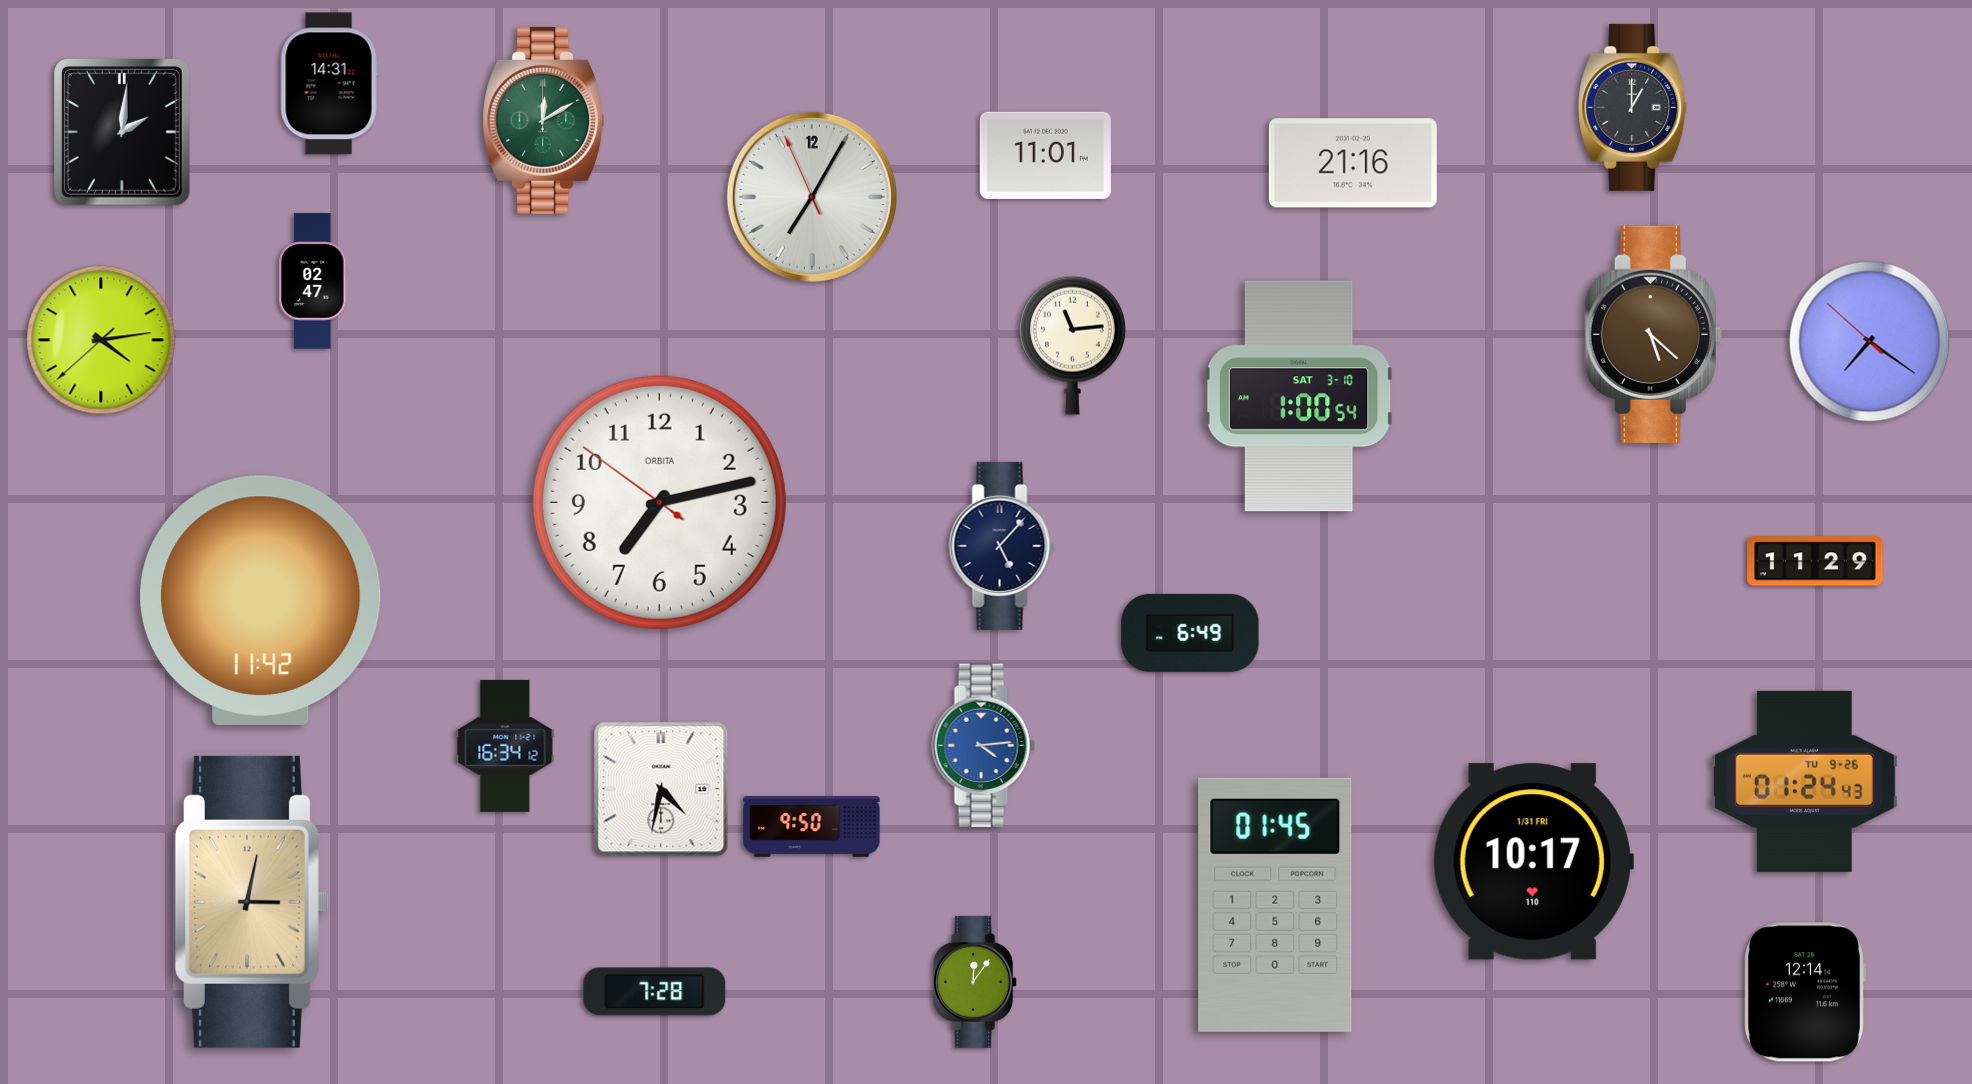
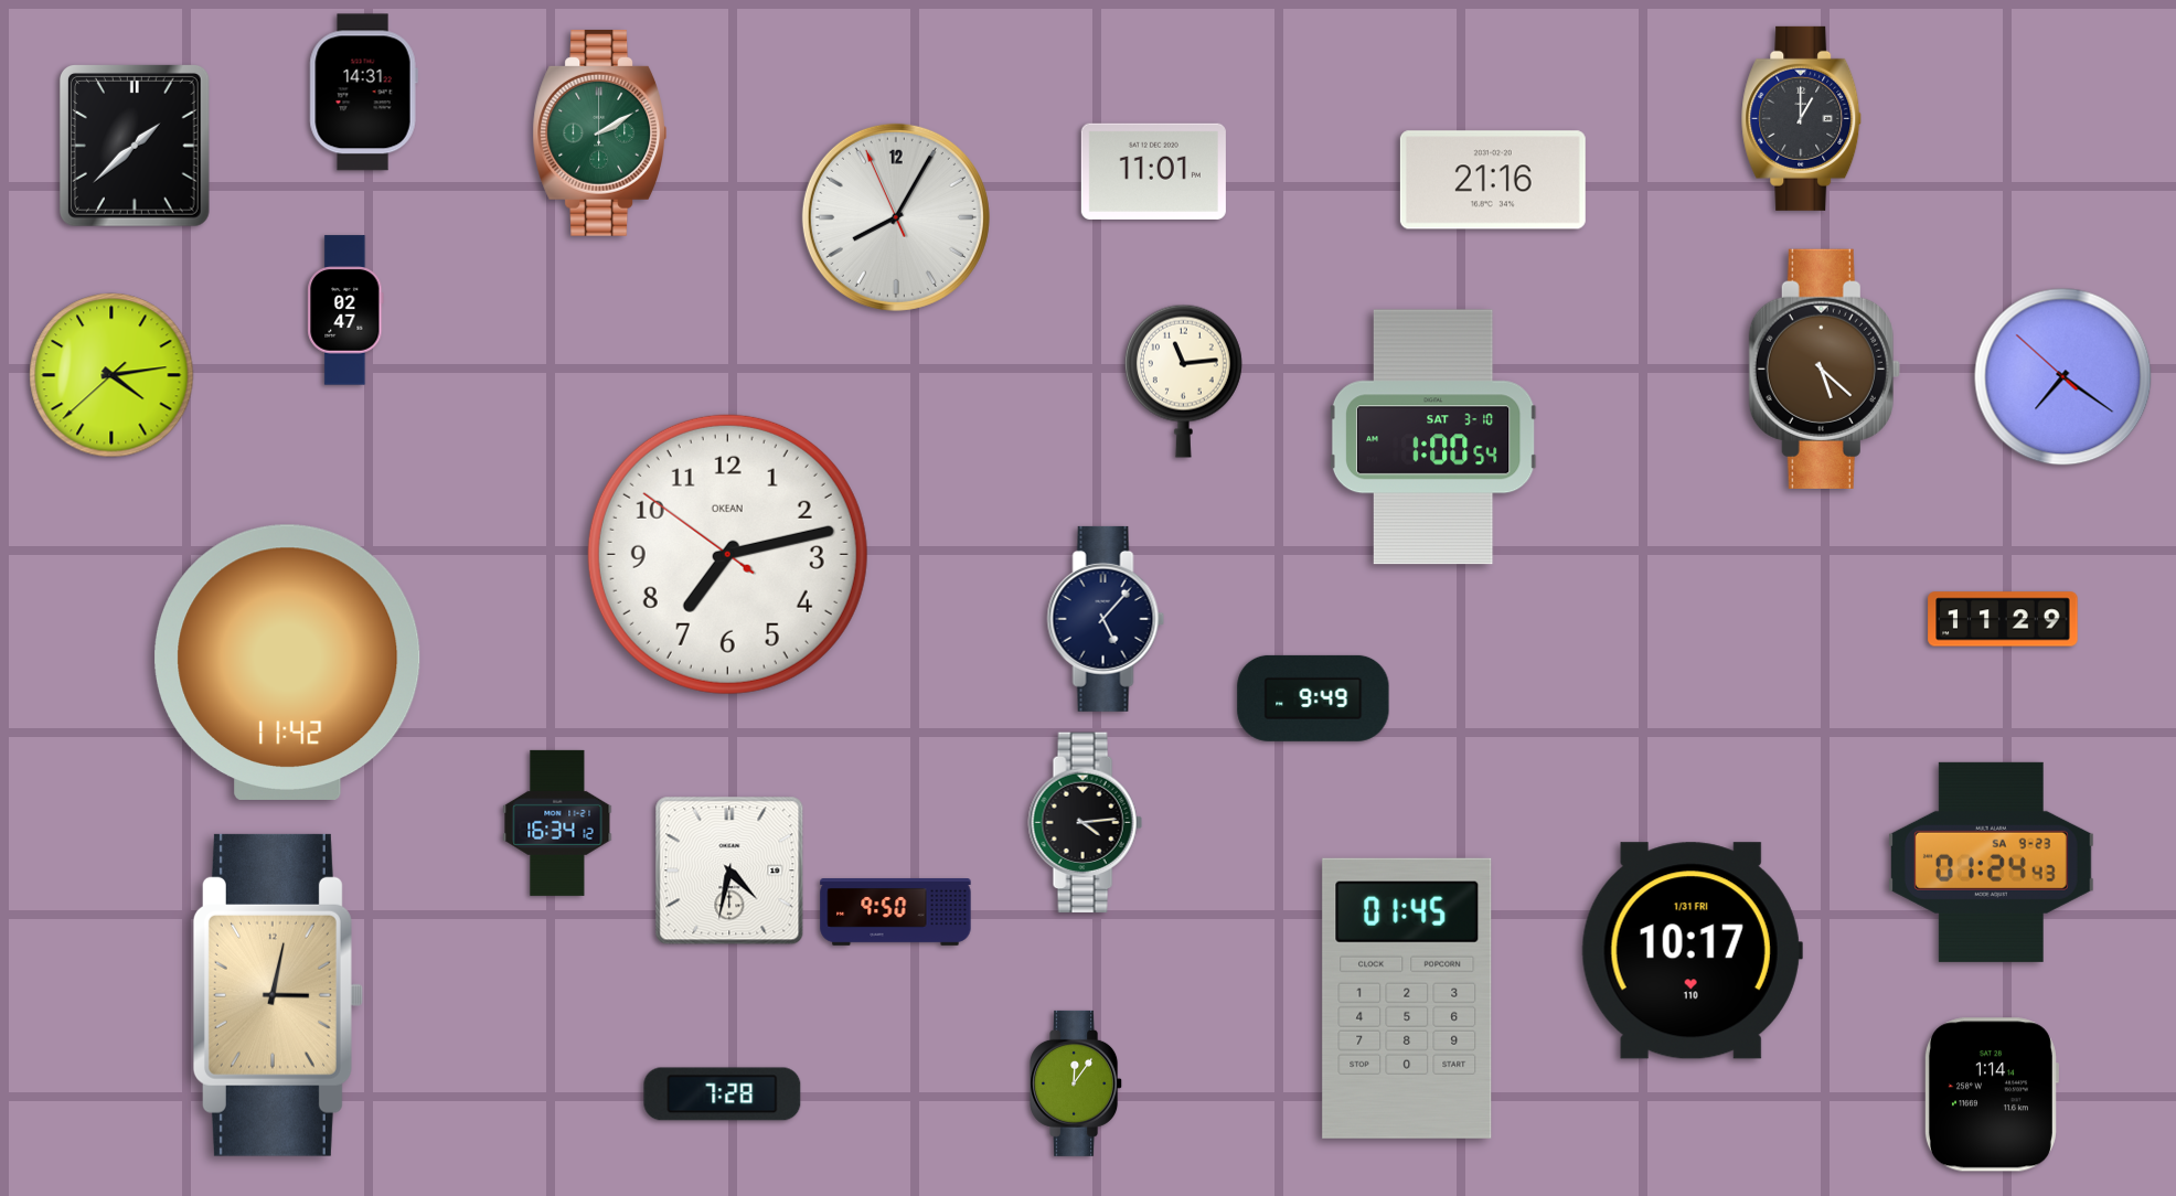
clock at (543, 120): 12:10 -> 2:10
clock at (122, 132): 2:01 -> 1:38
clock at (812, 197): 7:04 -> 8:04
clock at (659, 502) brand: ORBITA -> OKEAN
clock at (1002, 546) position: (1002, 546) -> (1106, 619)
clock at (1190, 633): 6:49 -> 9:49
clock at (983, 746) dial: blue -> black
clock at (1804, 781) date: TU 9-26 -> SA 9-23
clock at (1804, 992): 12:14 -> 1:14
